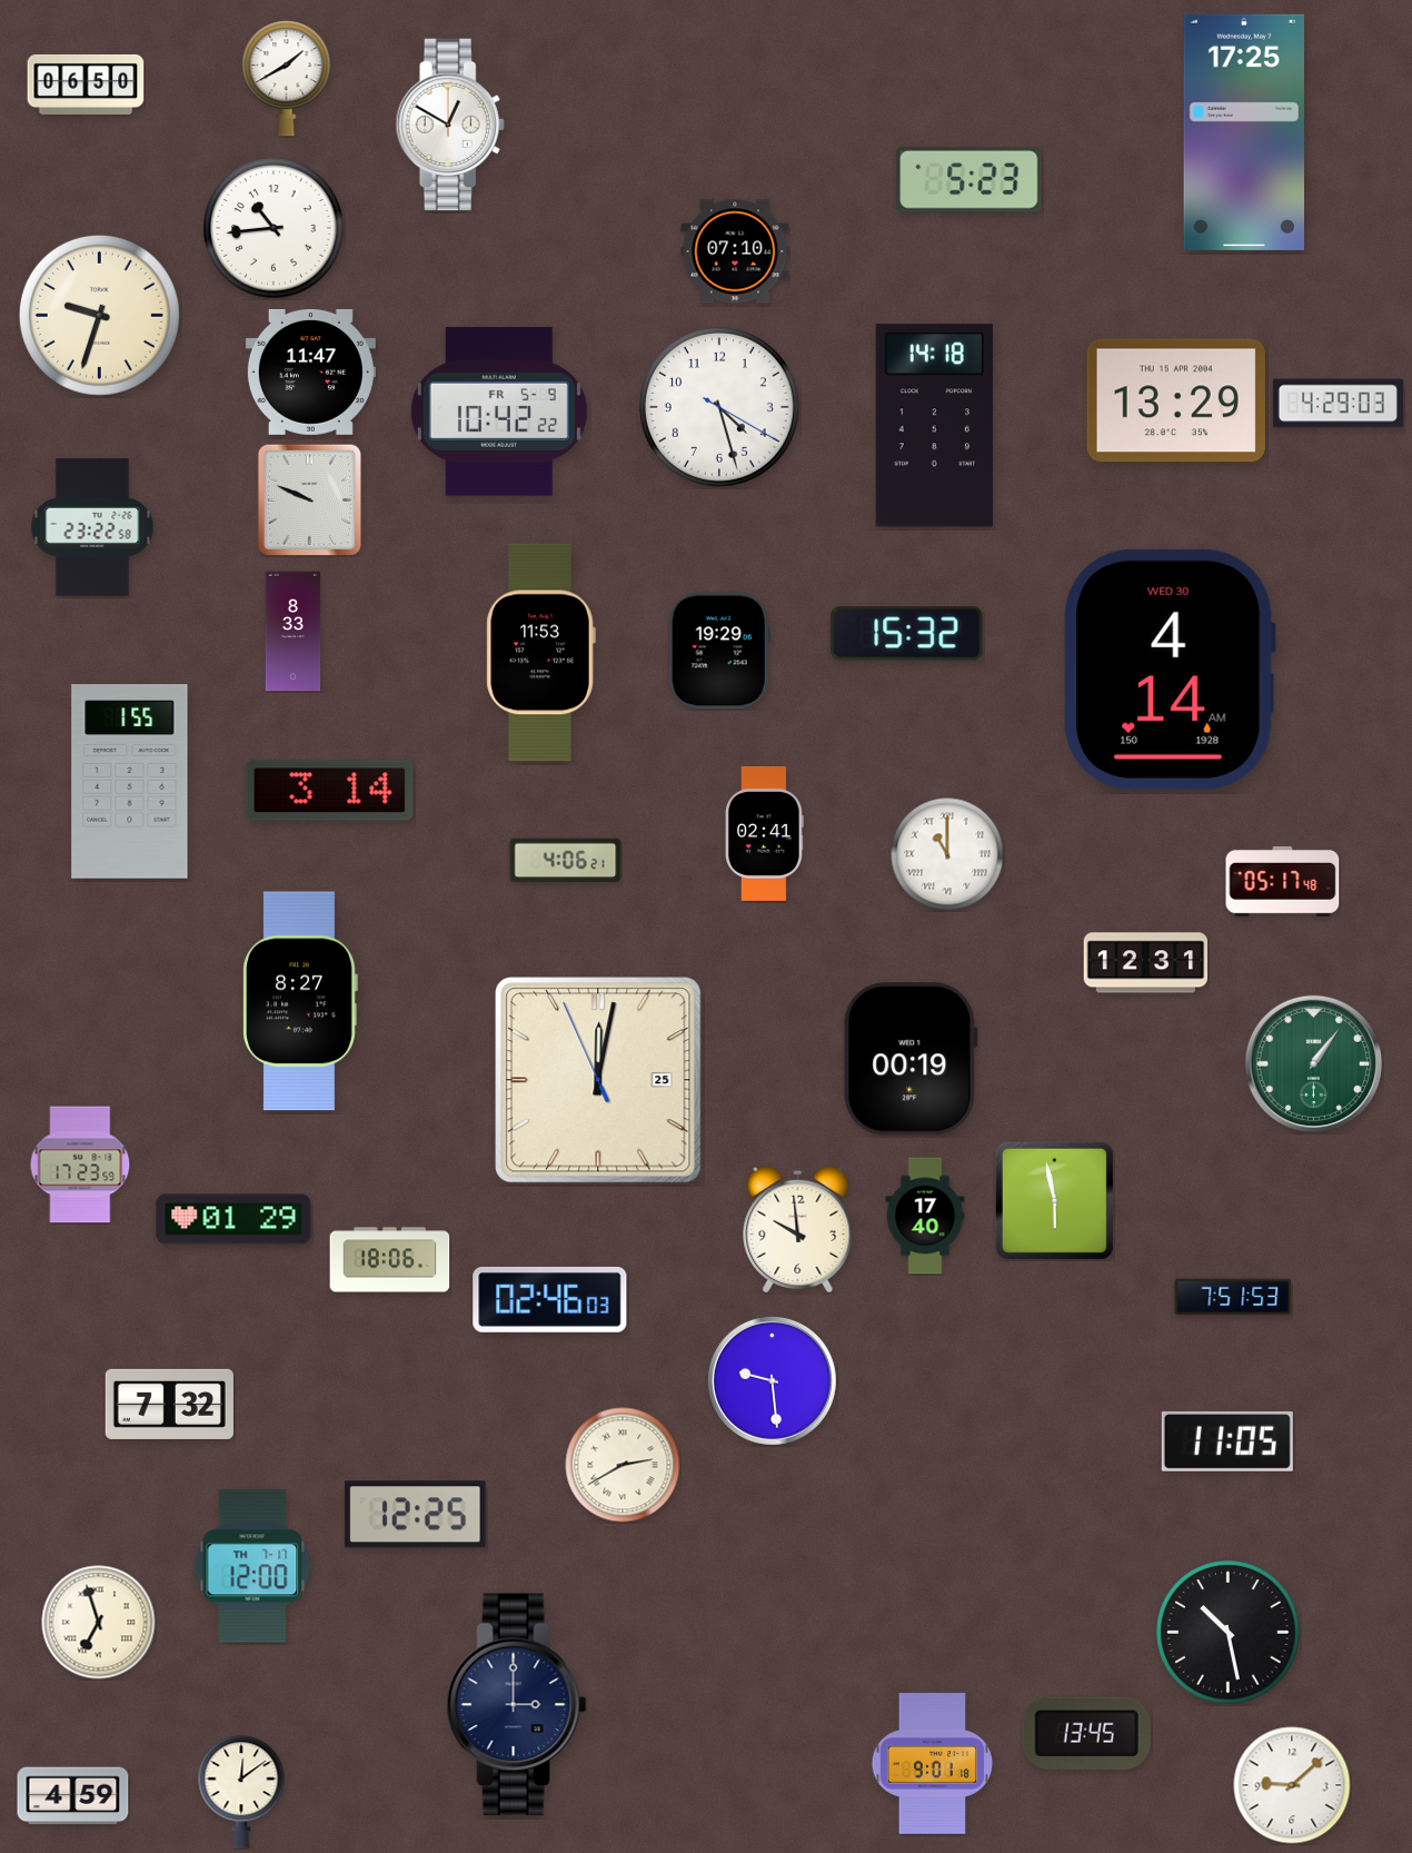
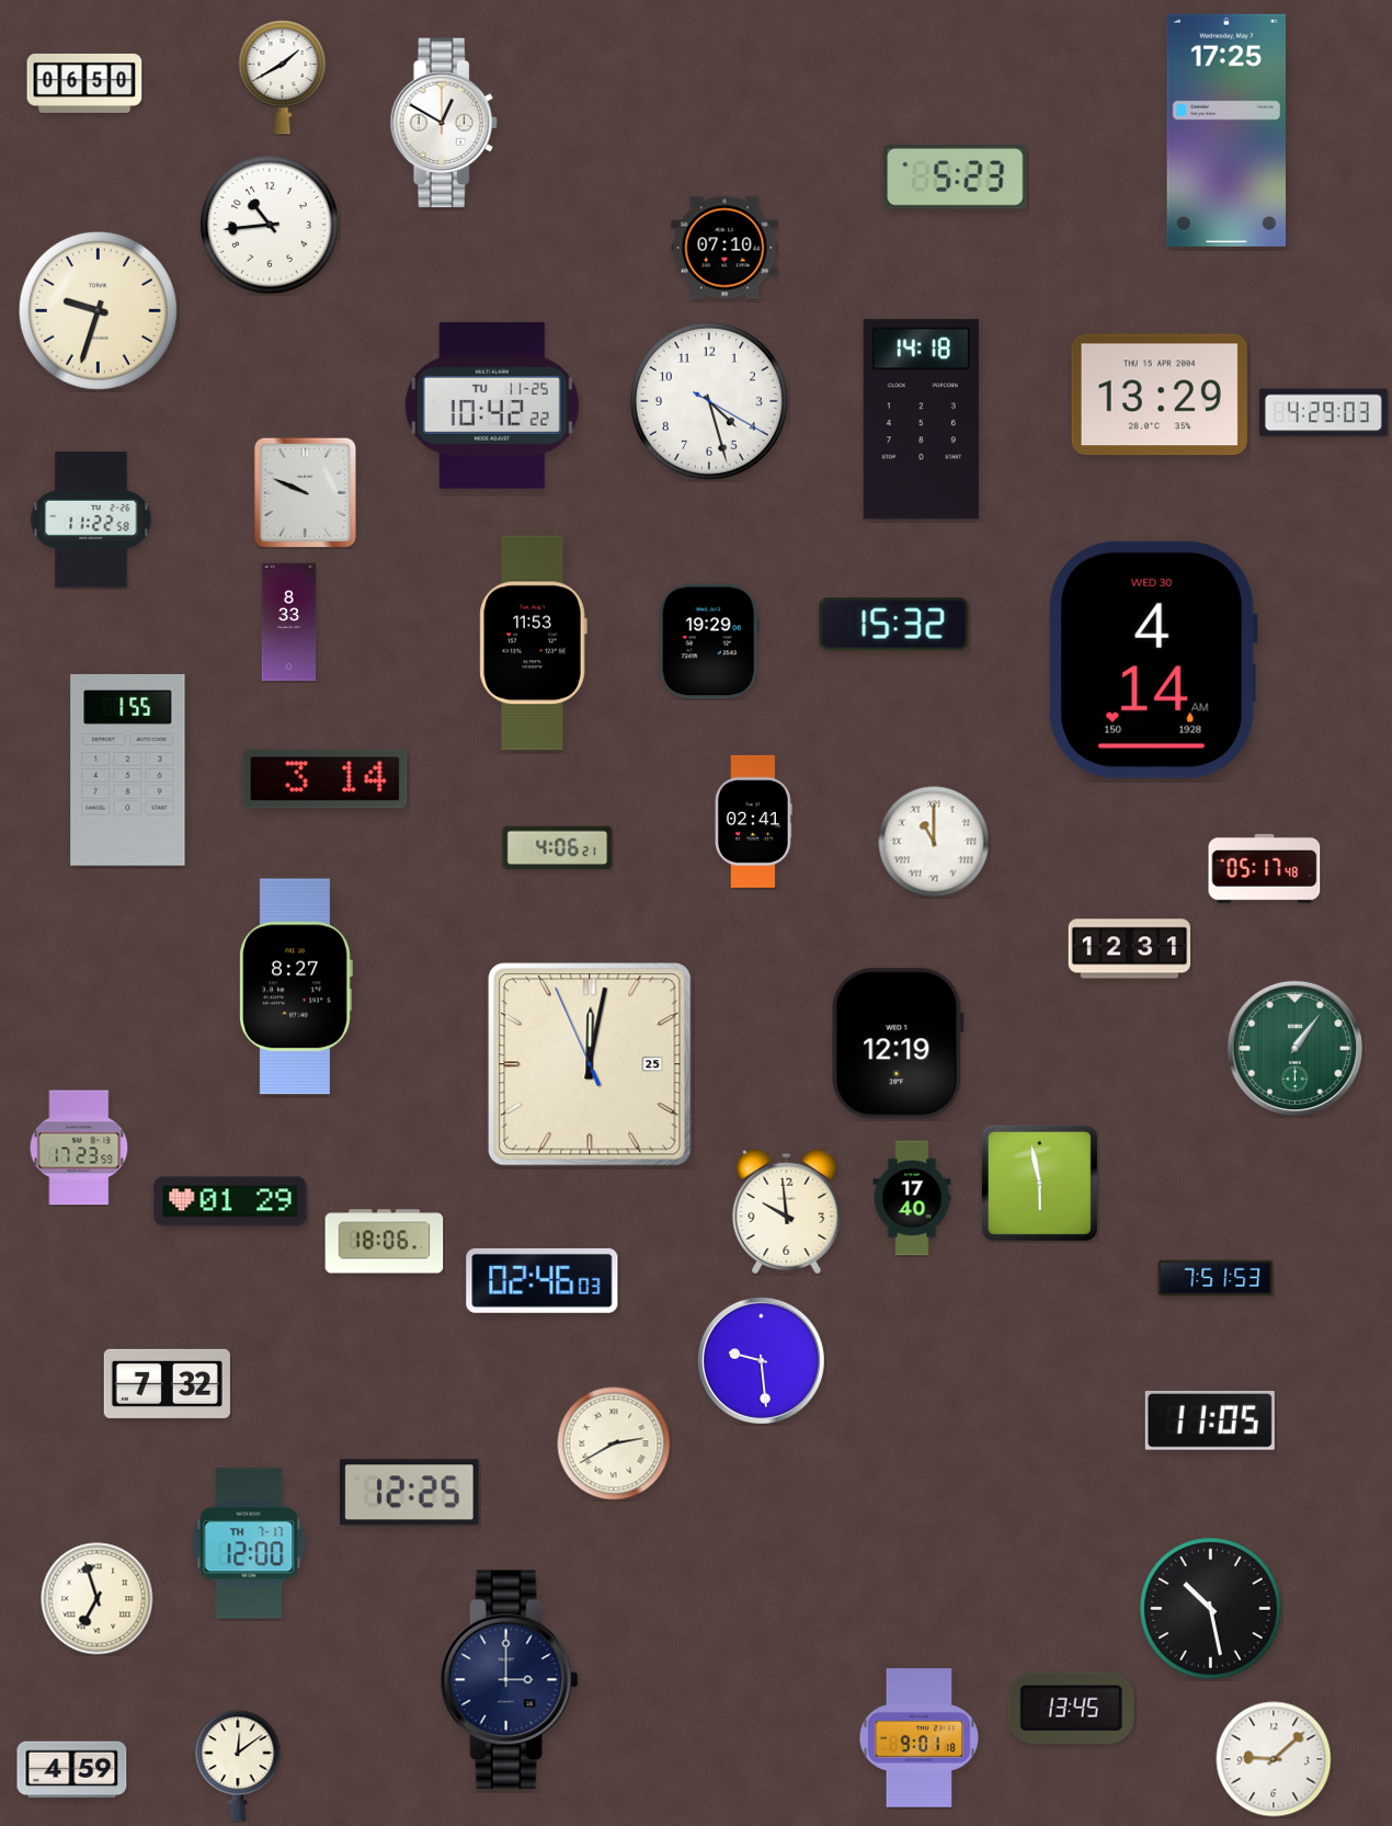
clock at (310, 371): 11:47 -> none
clock at (1338, 404) position: (1338, 404) -> (1323, 413)
clock at (499, 412) date: FR 5-9 -> TU 11-25
clock at (92, 528): 23:22 -> 11:22
clock at (911, 1059): 00:19 -> 12:19
